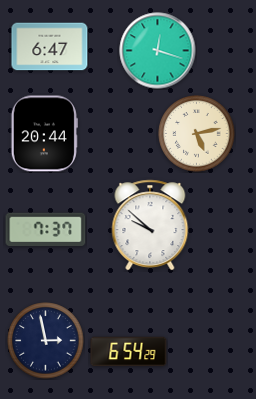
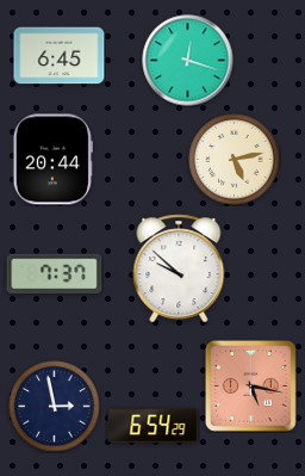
clock at (50, 47): 6:47 -> 6:45
clock at (250, 385): none -> 5:17
clock at (129, 352) position: (129, 352) -> (154, 426)
